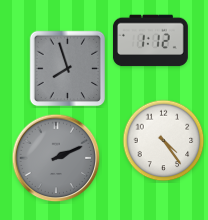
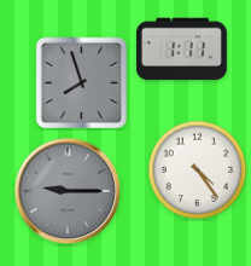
clock at (150, 41): 1:12 -> 1:11
clock at (56, 158): 2:11 -> 9:15
